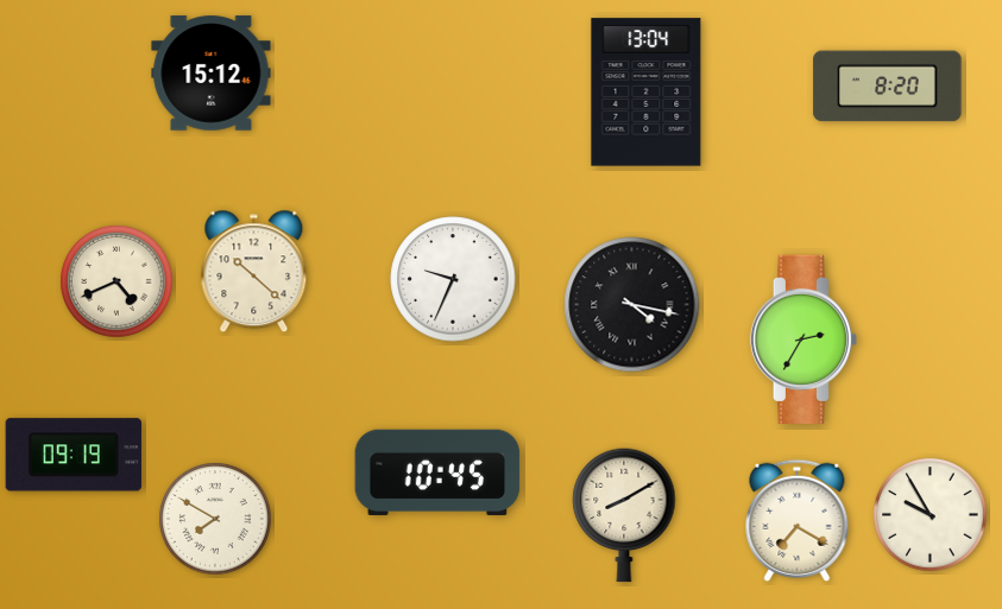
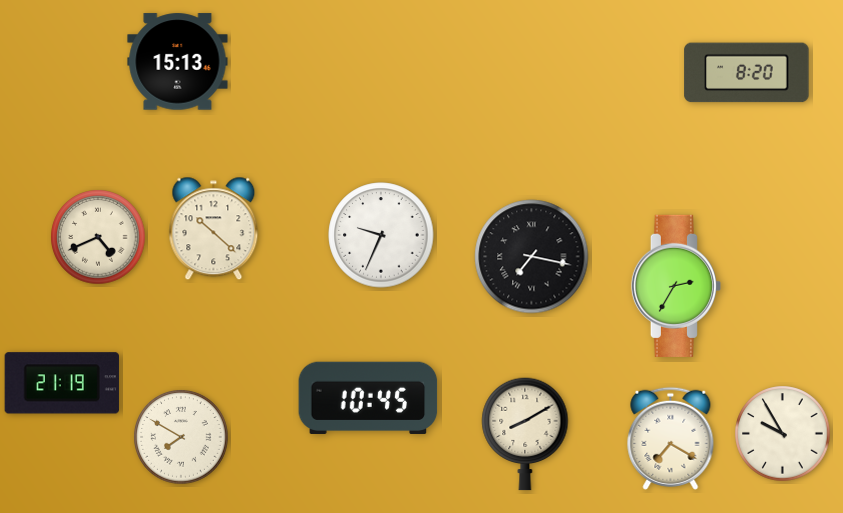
clock at (212, 74): 15:12 -> 15:13
clock at (647, 93): 13:04 -> none
clock at (632, 305): 4:17 -> 7:17
clock at (74, 455): 09:19 -> 21:19
